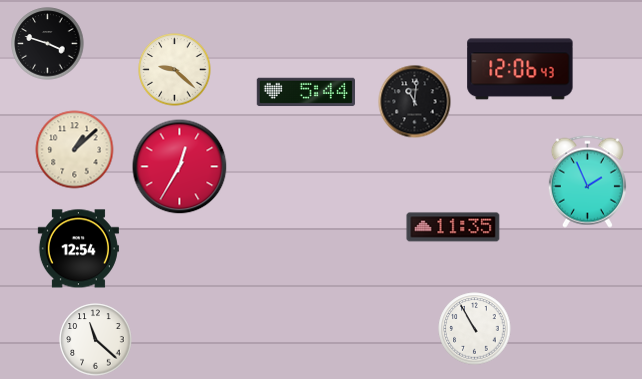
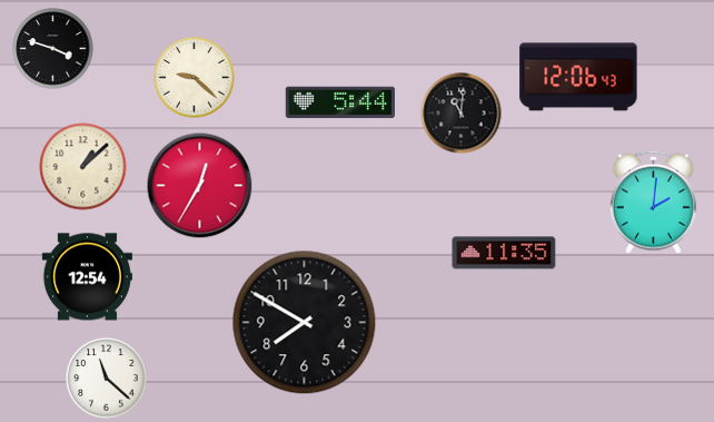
clock at (587, 181): 1:56 -> 2:01
clock at (305, 323): none -> 7:50
clock at (475, 329): 10:55 -> none
